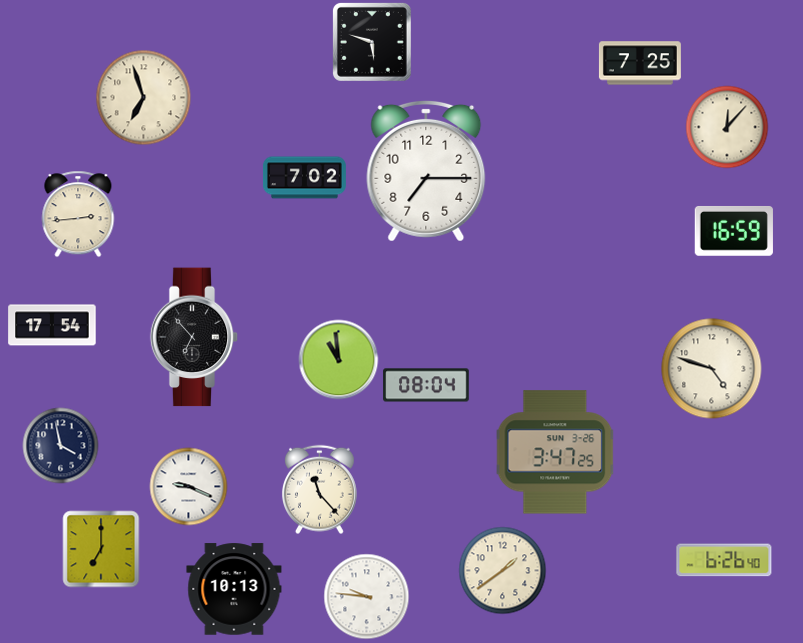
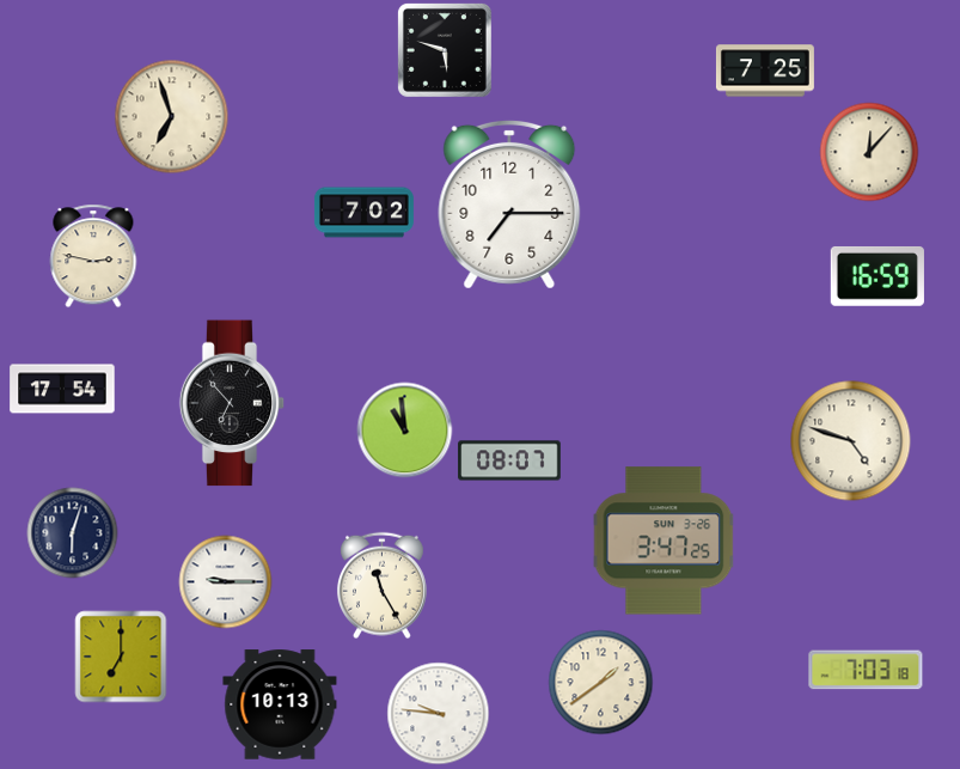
clock at (640, 63) position: (640, 63) -> (765, 71)
clock at (78, 214): 2:44 -> 2:47
clock at (426, 385): 08:04 -> 08:07
clock at (61, 446): 3:58 -> 6:03
clock at (189, 487): 9:19 -> 9:15
clock at (319, 490): 11:23 -> 11:25
clock at (724, 560): 6:26 -> 7:03
